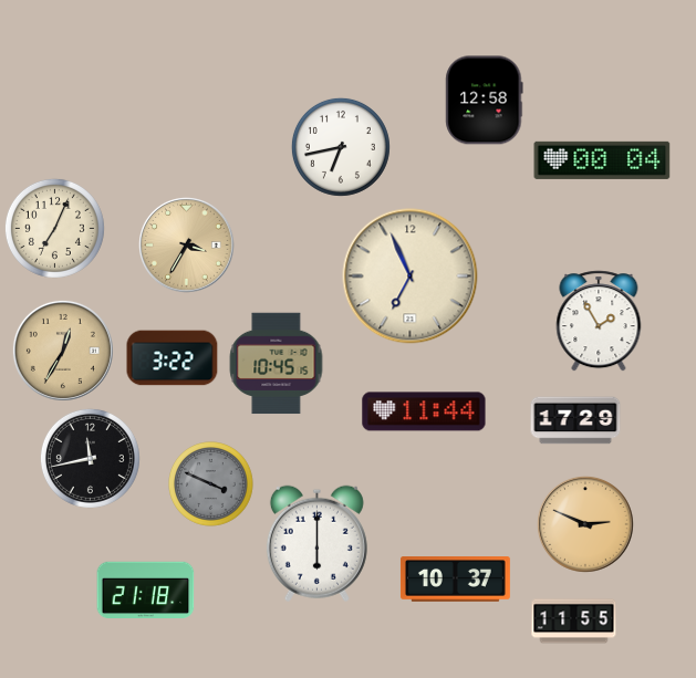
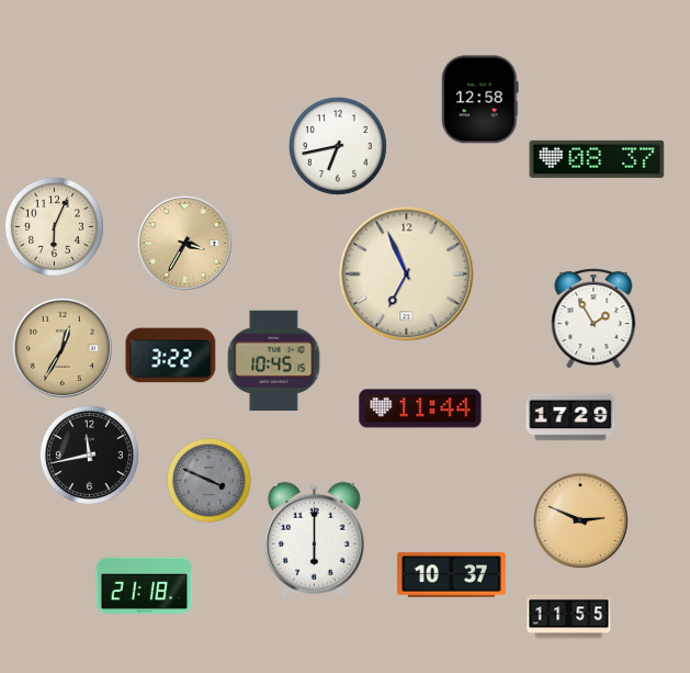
clock at (602, 160): 00:04 -> 08:37
clock at (54, 228): 7:04 -> 6:04
